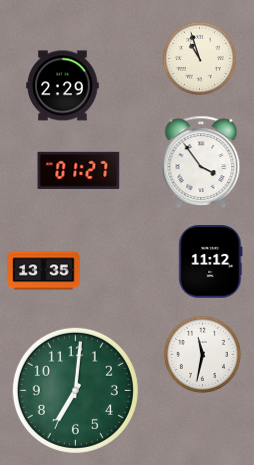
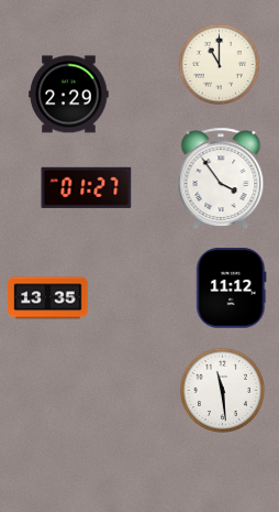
clock at (199, 58): 10:57 -> 11:00
clock at (202, 354): 11:32 -> 11:29
clock at (75, 390): 7:01 -> none
